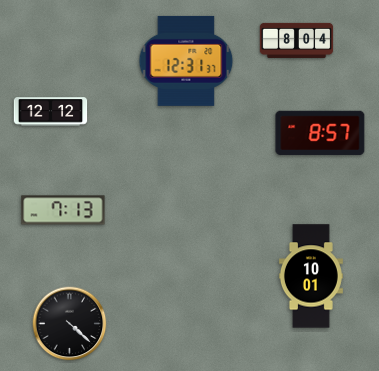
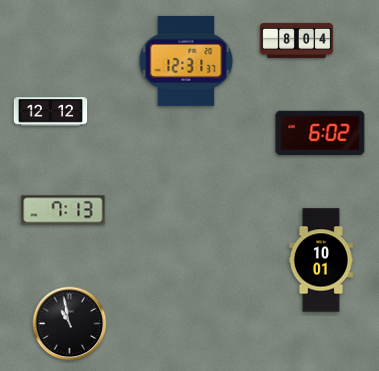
clock at (320, 133): 8:57 -> 6:02
clock at (311, 276) position: (311, 276) -> (321, 260)
clock at (70, 324): 4:22 -> 10:58
